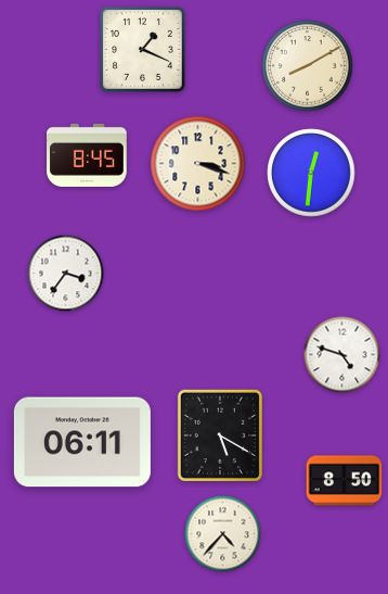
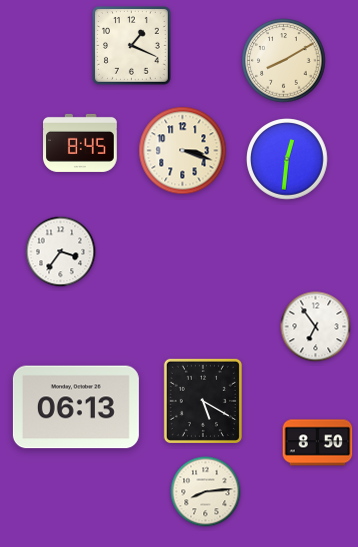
clock at (342, 355): 4:48 -> 6:54
clock at (82, 442): 06:11 -> 06:13
clock at (223, 534): 4:37 -> 8:14
